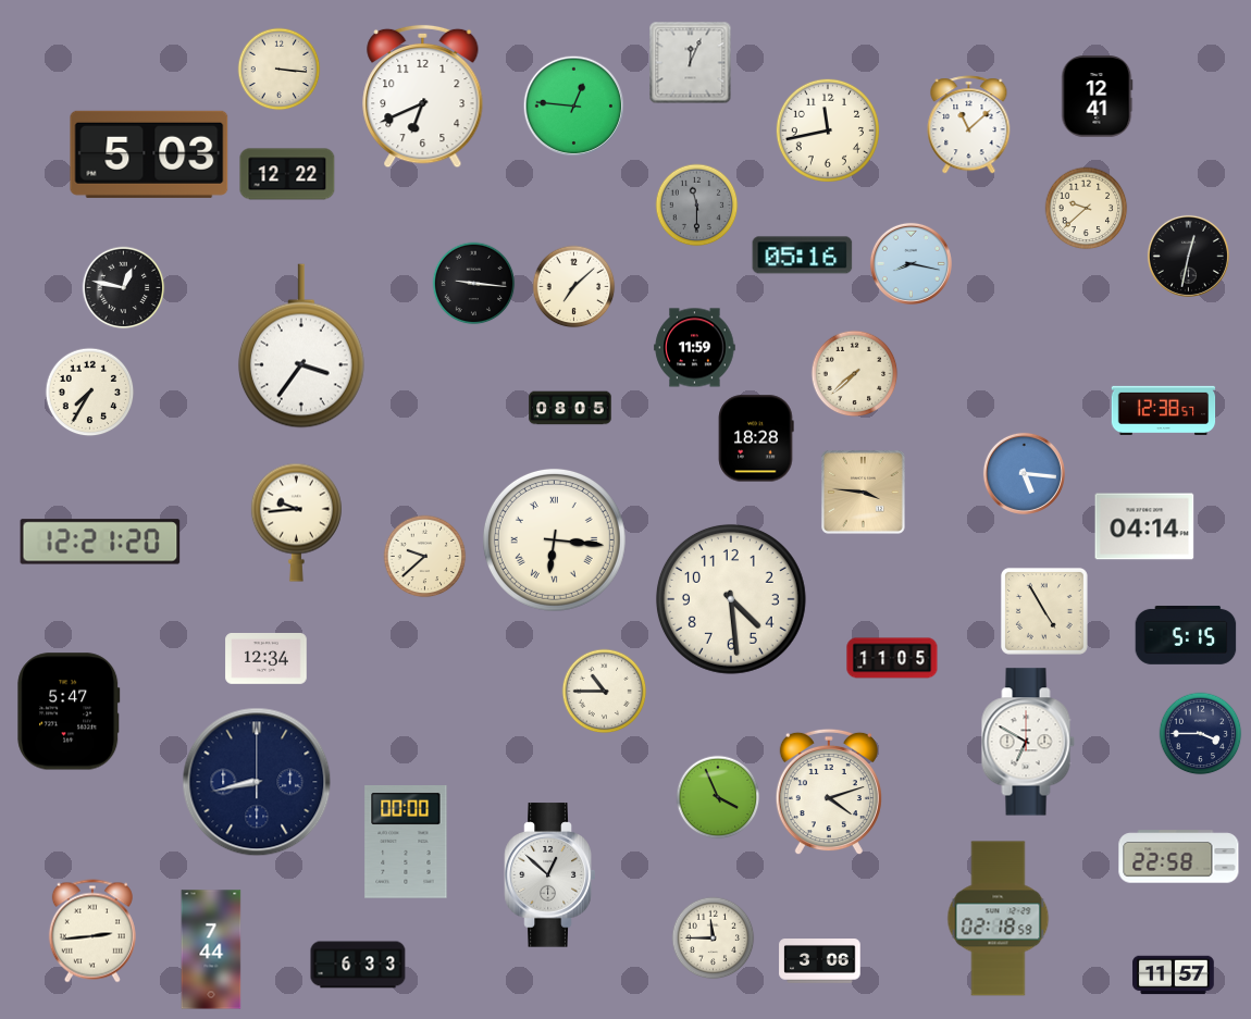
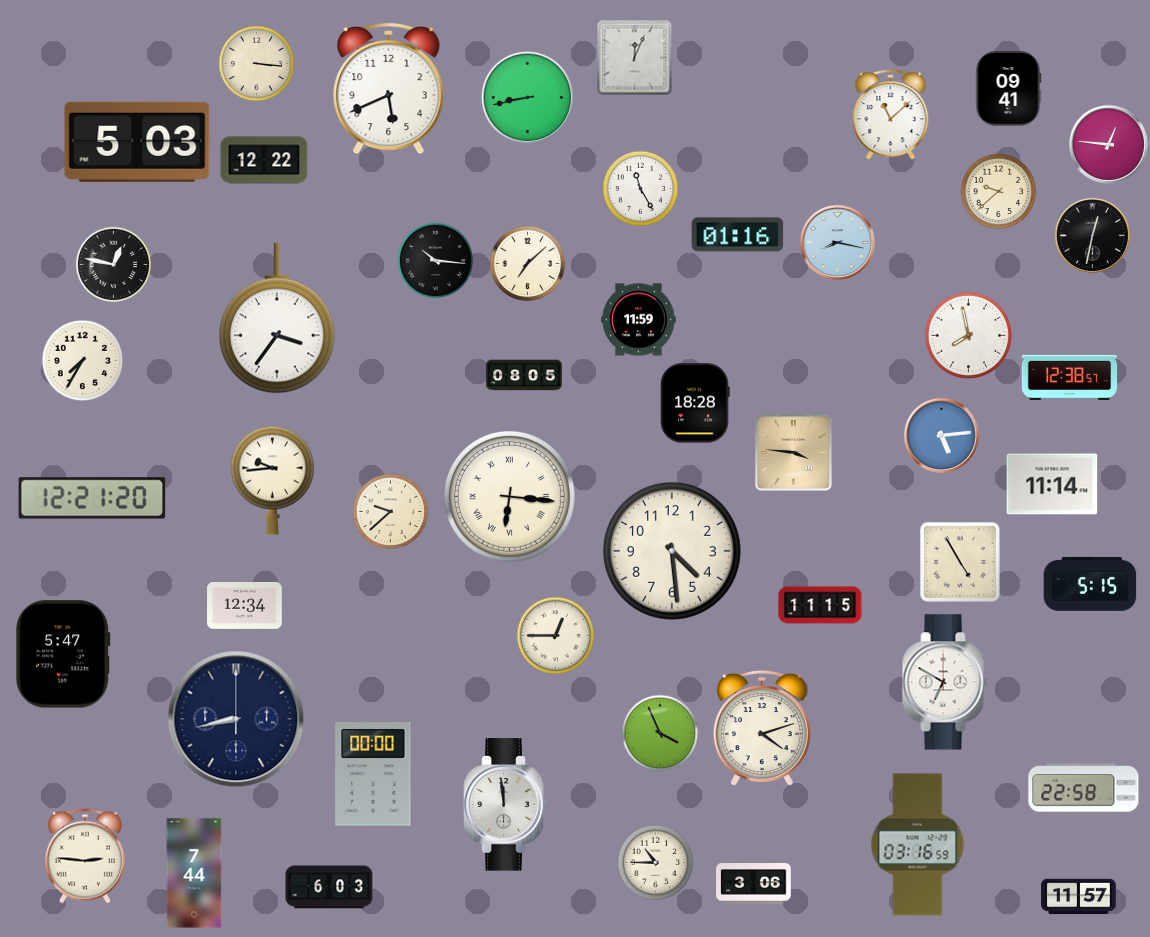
clock at (423, 97): 6:41 -> 5:41
clock at (1098, 97): 12:41 -> 09:41
clock at (574, 107): 12:46 -> 8:43
clock at (827, 129): 11:43 -> none
clock at (1108, 144): none -> 12:46
clock at (697, 206): 11:30 -> 11:25
clock at (697, 206) dial: grey -> white
clock at (803, 256): 05:16 -> 01:16
clock at (474, 284): 9:16 -> 10:16
clock at (969, 336): none -> 7:58
clock at (855, 374): 7:38 -> none
clock at (1024, 473): 5:16 -> 5:14
clock at (1144, 526): 04:14 -> 11:14
clock at (892, 658): 11:05 -> 11:15
clock at (605, 692): 10:45 -> 12:45
clock at (1201, 734): 3:45 -> none
clock at (550, 875): 12:52 -> 11:59
clock at (999, 919): 02:18 -> 03:16
clock at (92, 931): 2:44 -> 2:46
clock at (714, 939): 11:45 -> 10:45
clock at (358, 965): 6:33 -> 6:03
